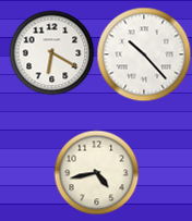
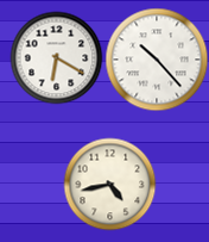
clock at (96, 172) position: (96, 172) -> (109, 184)
